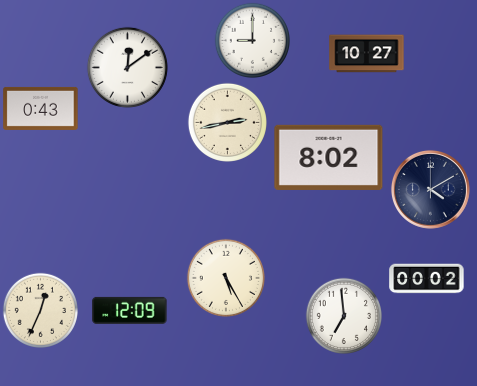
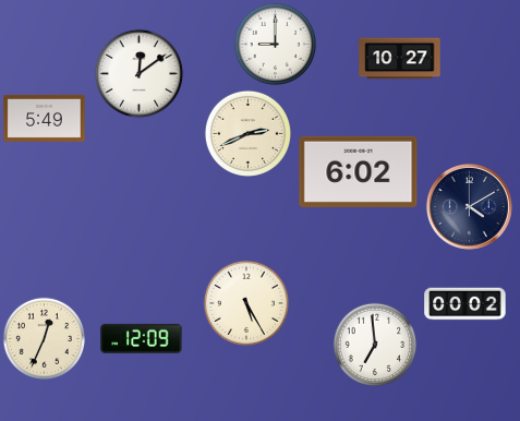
clock at (41, 108): 0:43 -> 5:49
clock at (227, 122): 2:43 -> 2:41
clock at (329, 157): 8:02 -> 6:02
